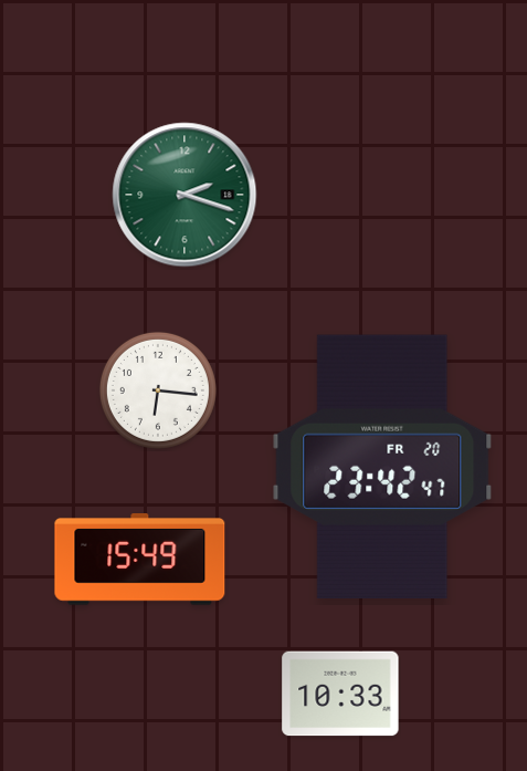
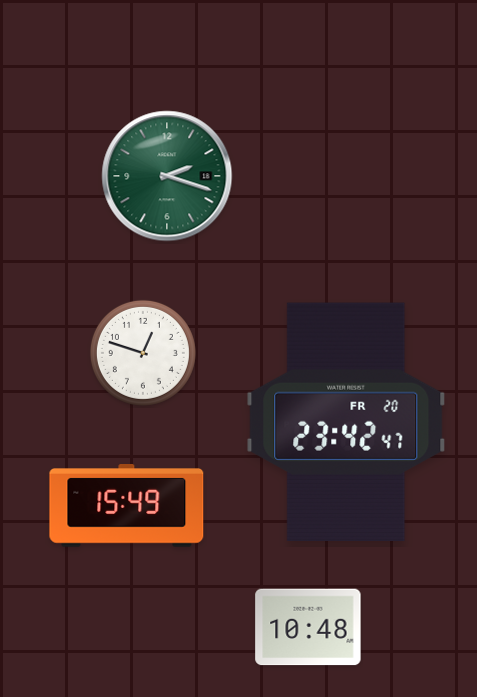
clock at (158, 390): 6:16 -> 12:48
clock at (340, 694): 10:33 -> 10:48
